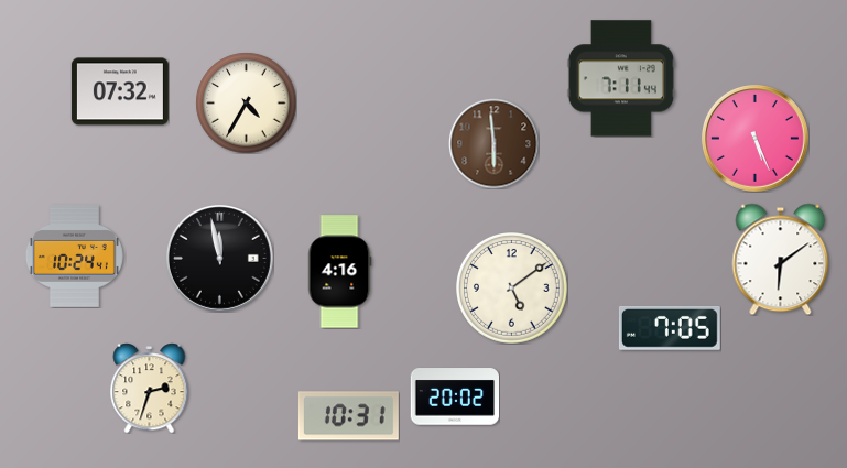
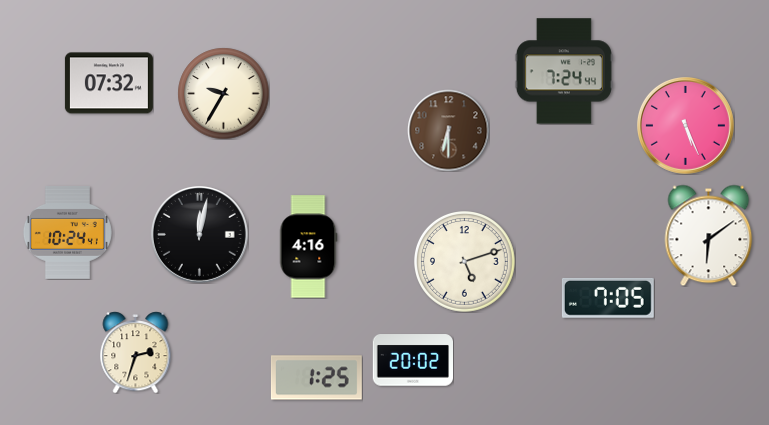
clock at (621, 78): 7:11 -> 7:24
clock at (246, 102): 4:35 -> 9:35
clock at (493, 143): 5:59 -> 6:30
clock at (219, 258): 11:58 -> 12:02
clock at (512, 289): 5:09 -> 5:12
clock at (348, 416): 10:31 -> 1:25
